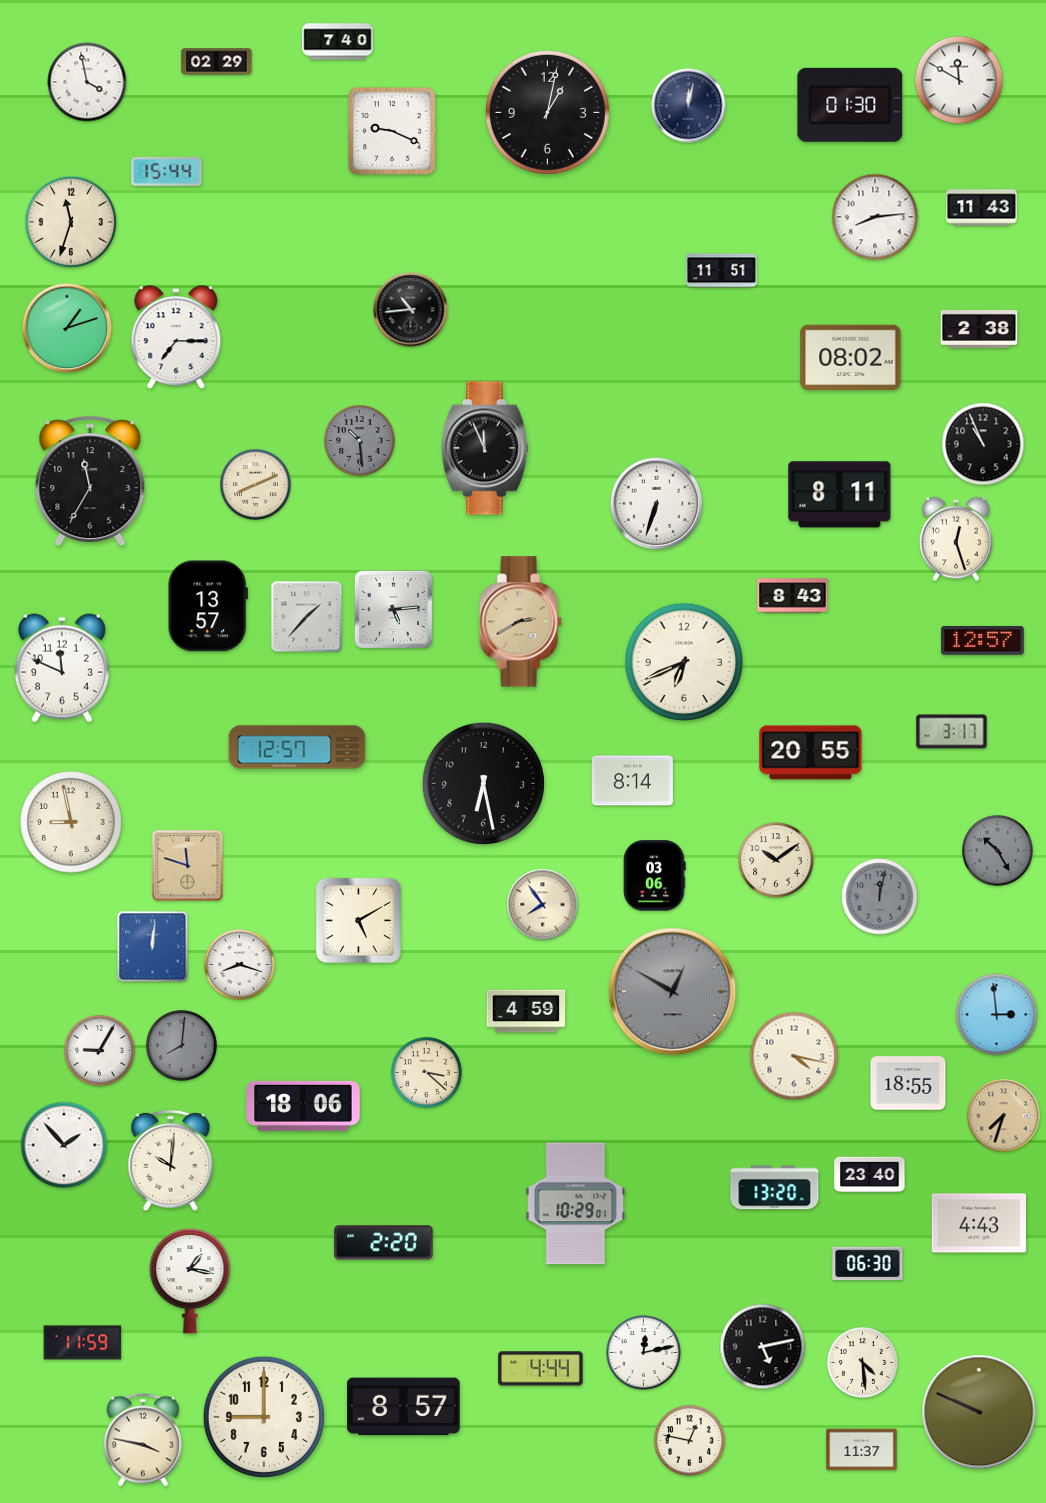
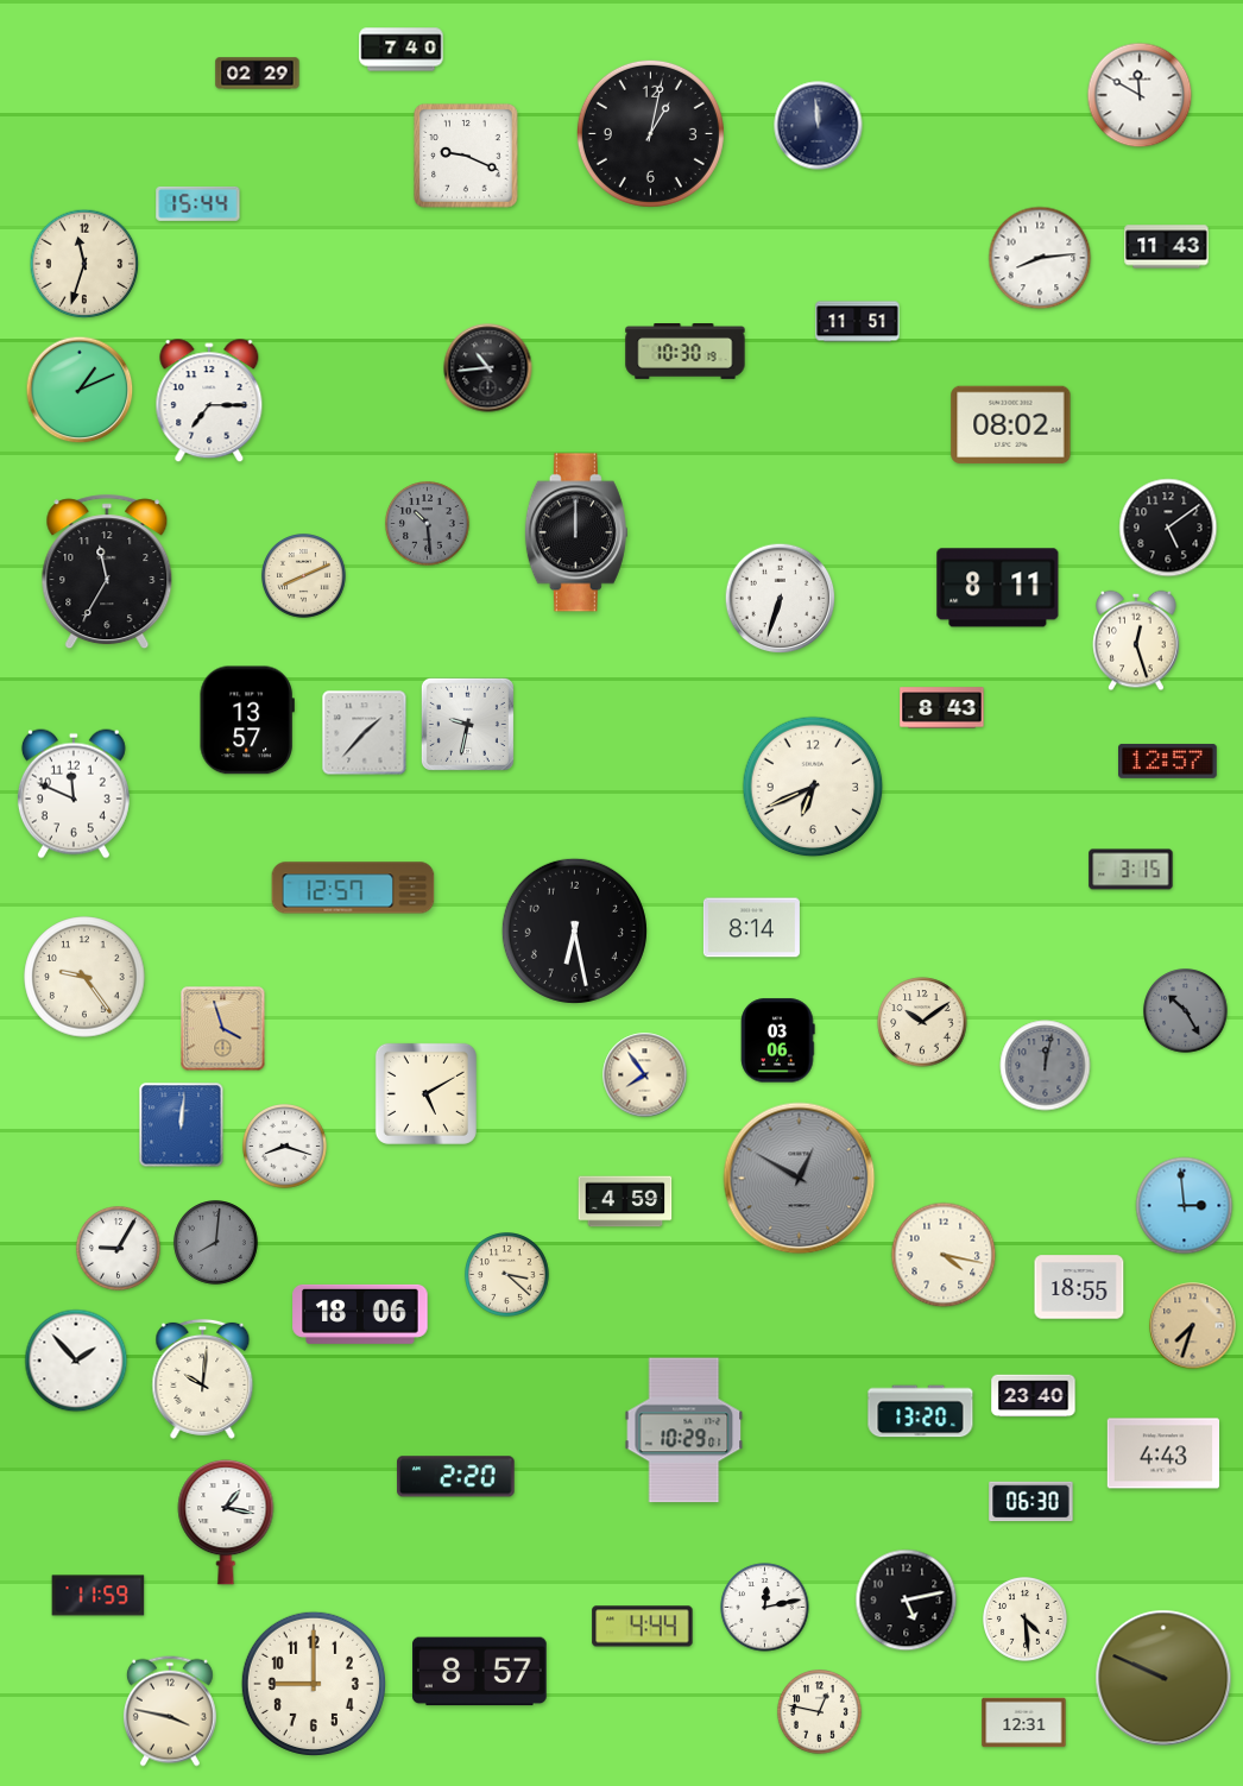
clock at (87, 82): 3:58 -> none
clock at (850, 105): 01:30 -> none
clock at (689, 106): 12:02 -> 11:59
clock at (686, 352): none -> 10:30
clock at (67, 328): 1:12 -> 1:11
clock at (979, 330): 2:38 -> none
clock at (983, 444): 10:56 -> 5:09
clock at (485, 448): 11:56 -> 12:00
clock at (393, 609): 5:14 -> 9:32
clock at (520, 622): 2:40 -> none
clock at (952, 732): 3:17 -> 3:15
clock at (811, 753): 20:55 -> none
clock at (71, 822): 8:58 -> 9:24
clock at (188, 866): 11:48 -> 3:57
clock at (862, 1450): 11:37 -> 12:31
